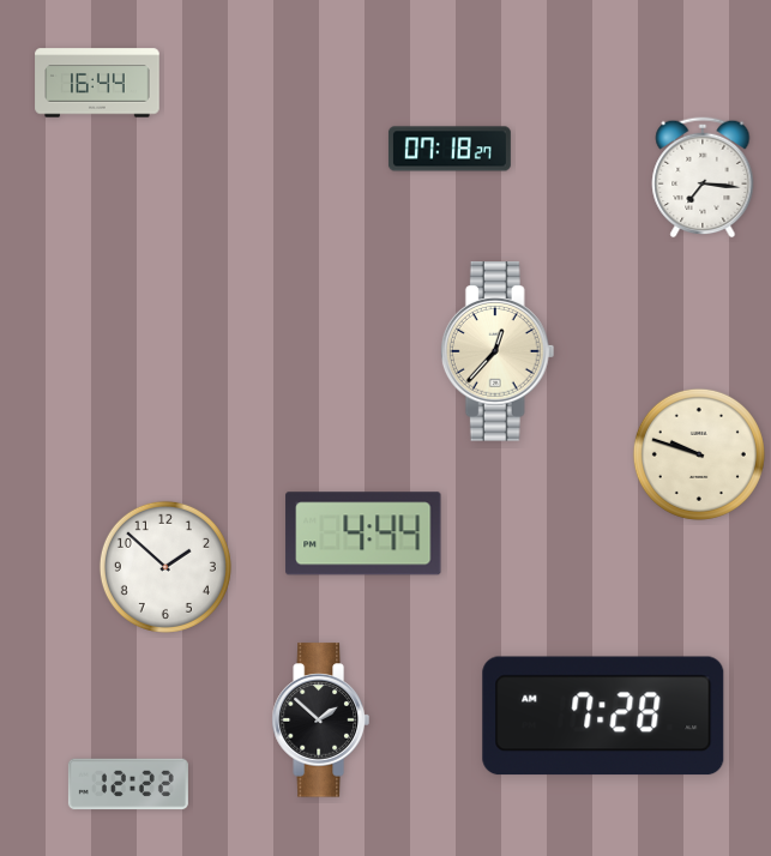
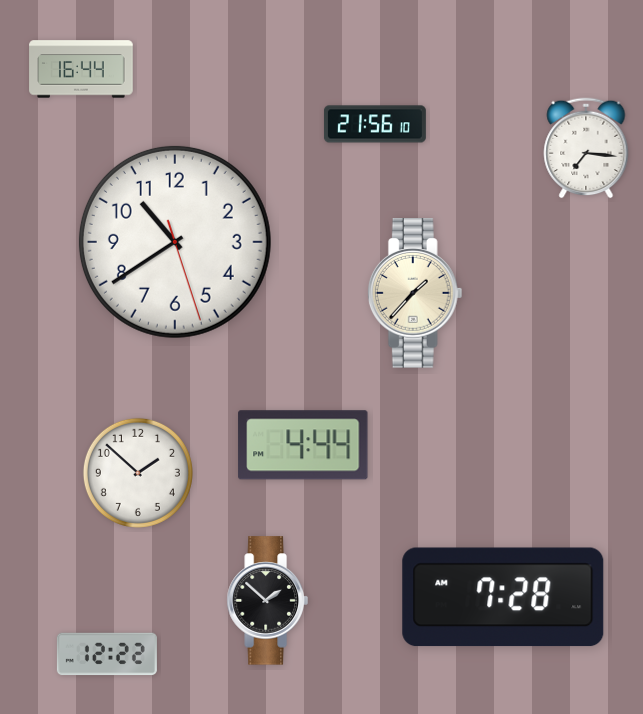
clock at (450, 149): 07:18 -> 21:56
clock at (175, 242): none -> 10:39
clock at (498, 351): 12:37 -> 1:37
clock at (699, 454): 9:48 -> none
